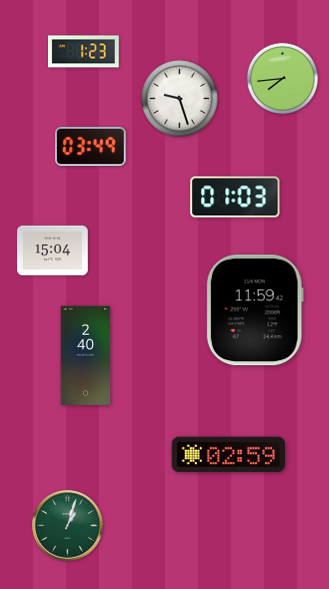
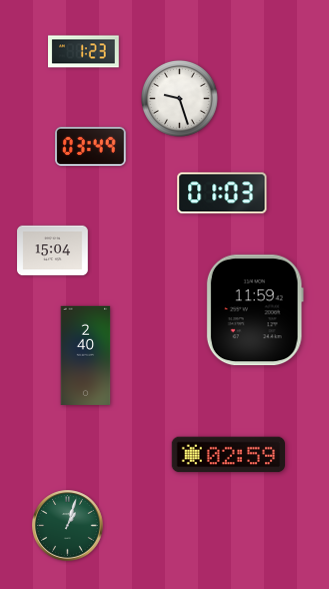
clock at (282, 78): 7:44 -> none
clock at (235, 197) position: (235, 197) -> (222, 193)
